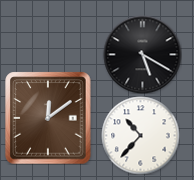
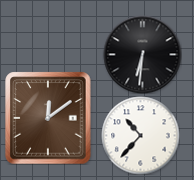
clock at (142, 54): 5:20 -> 6:31
